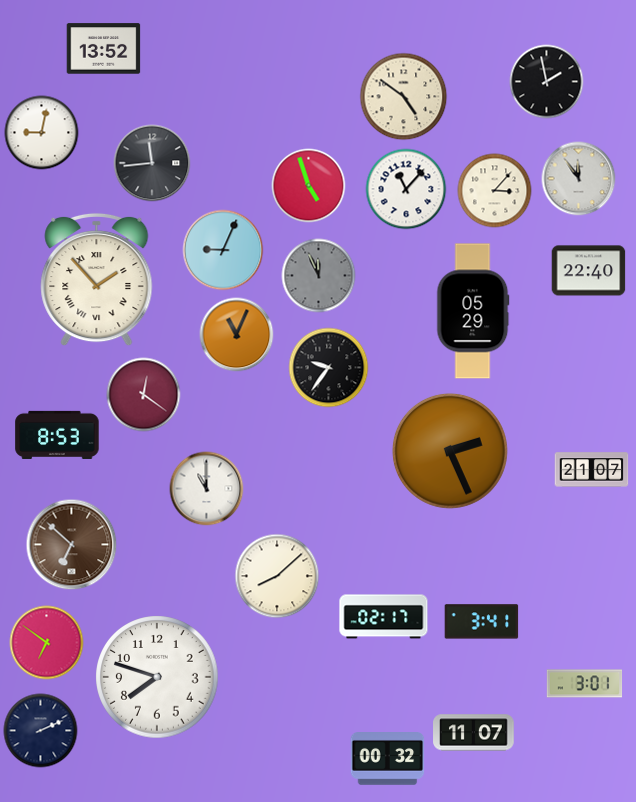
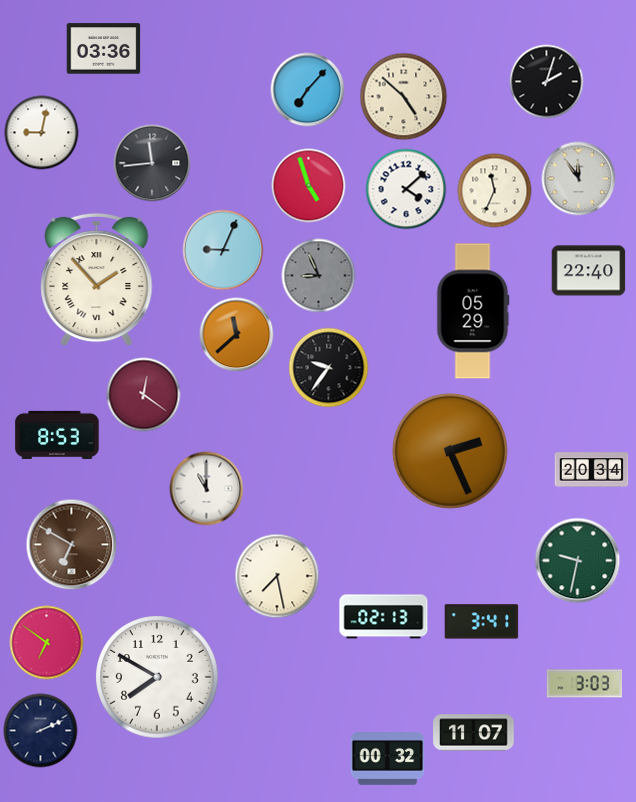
clock at (104, 49): 13:52 -> 03:36
clock at (547, 82): 1:58 -> 2:03
clock at (308, 90): none -> 7:07
clock at (404, 97): 4:51 -> 4:52
clock at (406, 189): 11:07 -> 4:08
clock at (495, 191): 3:07 -> 11:34
clock at (319, 276): 11:56 -> 8:56
clock at (237, 335): 11:04 -> 11:38
clock at (592, 470): 21:07 -> 20:34
clock at (72, 545): 6:52 -> 6:50
clock at (578, 561): none -> 9:32
clock at (277, 576): 8:08 -> 7:28
clock at (384, 617): 02:17 -> 02:13
clock at (157, 677): 7:48 -> 7:50
clock at (585, 684): 3:01 -> 3:03
